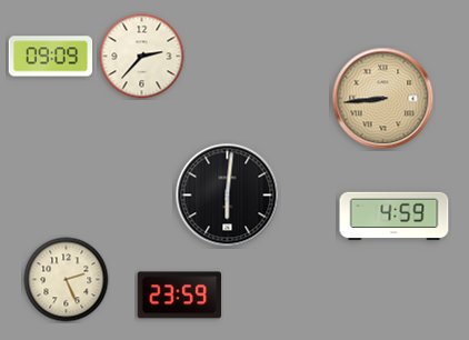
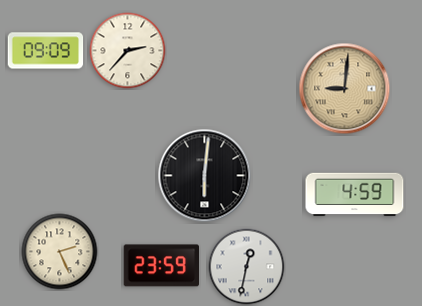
clock at (383, 99): 8:44 -> 9:01
clock at (247, 267): none -> 12:32
